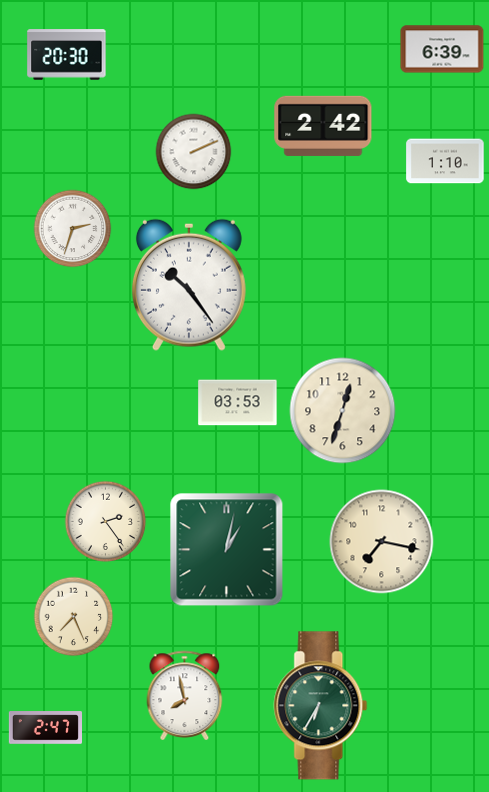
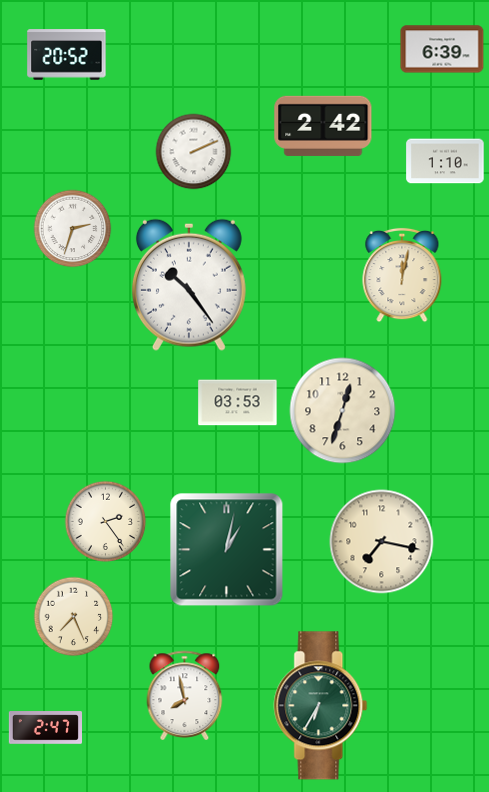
clock at (67, 55): 20:30 -> 20:52
clock at (402, 275): none -> 12:02
